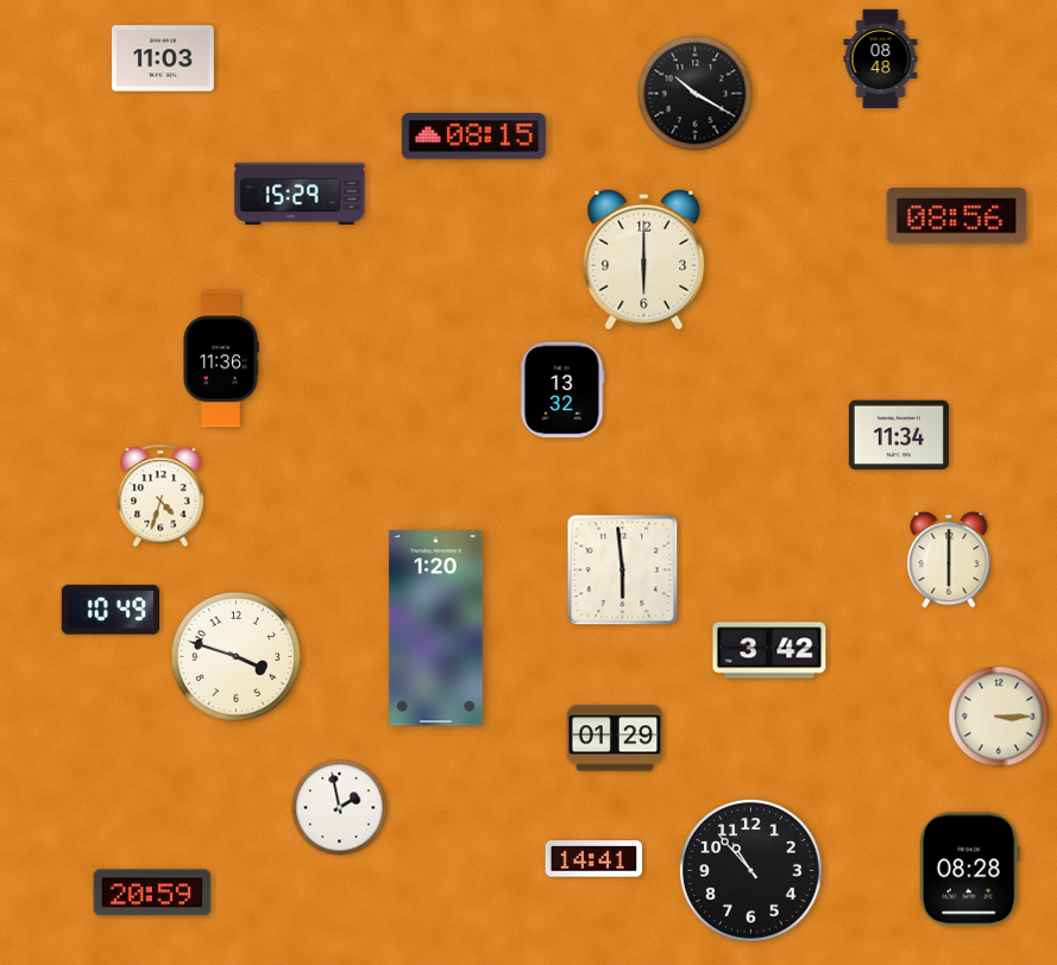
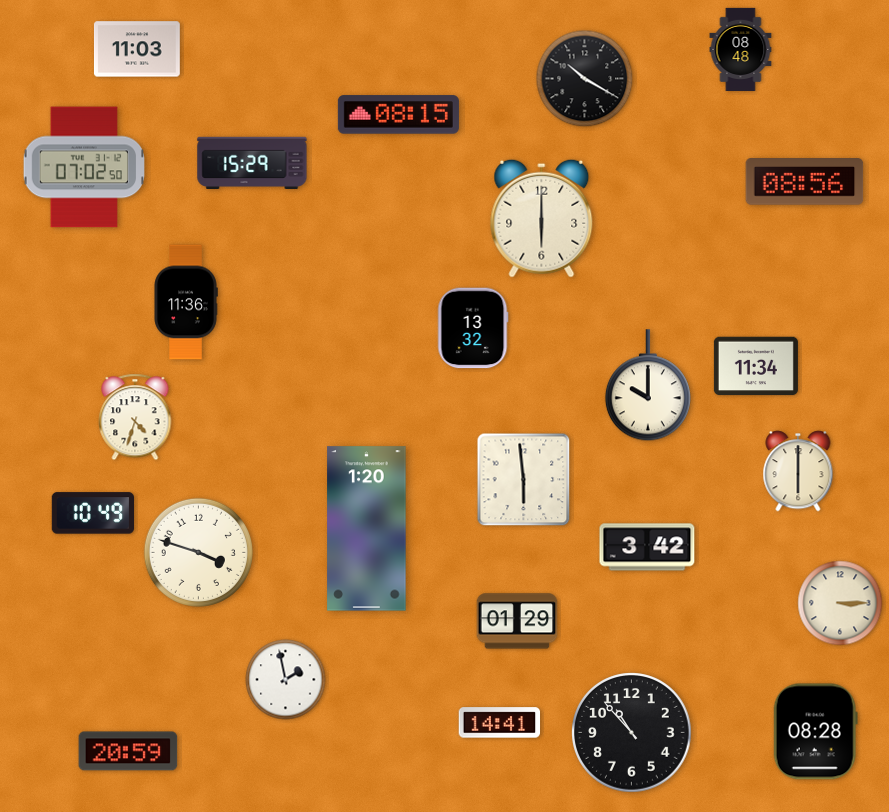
clock at (83, 167): none -> 07:02
clock at (648, 386): none -> 10:00
